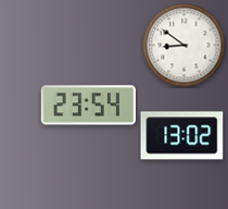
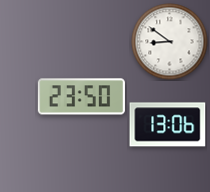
clock at (88, 106): 23:54 -> 23:50
clock at (182, 136): 13:02 -> 13:06
